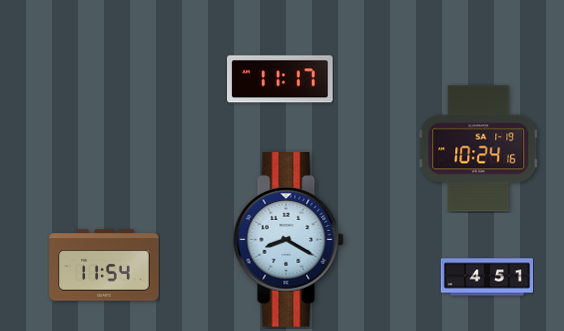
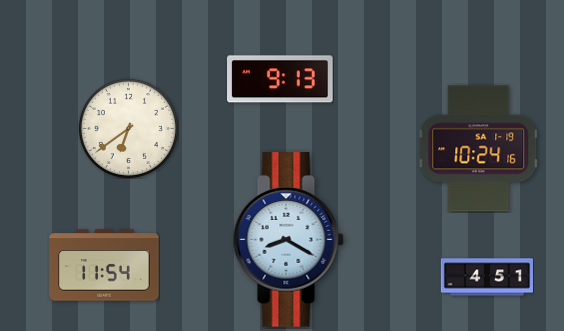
clock at (281, 79): 11:17 -> 9:13
clock at (128, 128): none -> 6:39
